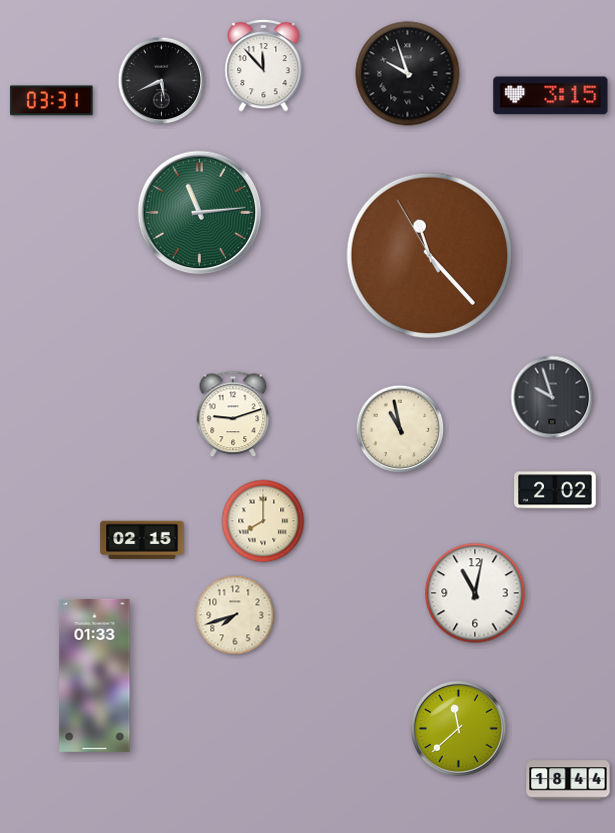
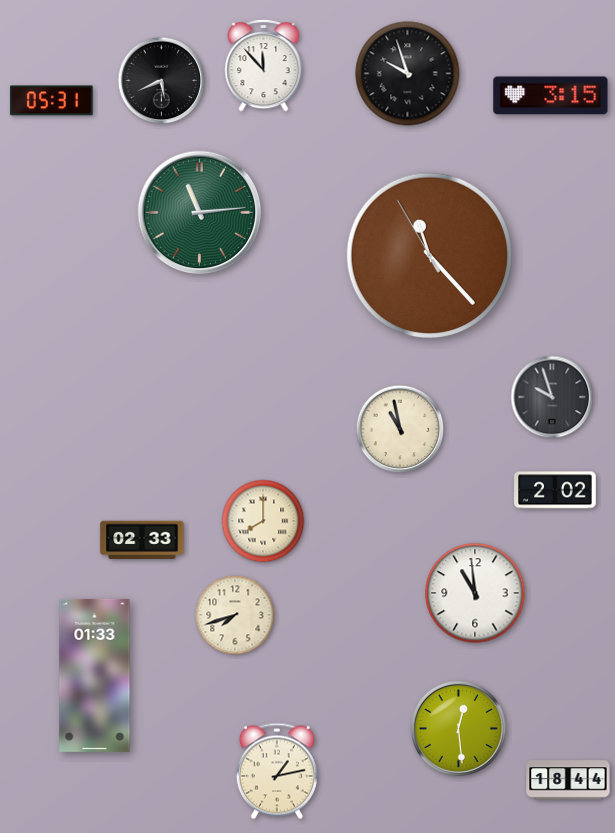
clock at (52, 101): 03:31 -> 05:31
clock at (233, 414): 9:12 -> none
clock at (142, 540): 02:15 -> 02:33
clock at (475, 593): 11:02 -> 10:59
clock at (458, 728): 11:38 -> 12:29
clock at (277, 771): none -> 1:13
